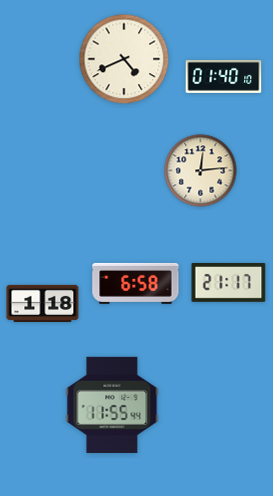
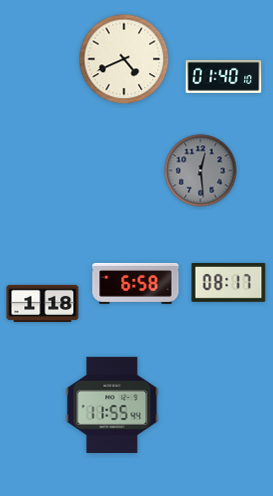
clock at (201, 171): 12:14 -> 12:29
clock at (201, 171) dial: cream -> grey
clock at (229, 282): 21:17 -> 08:17
